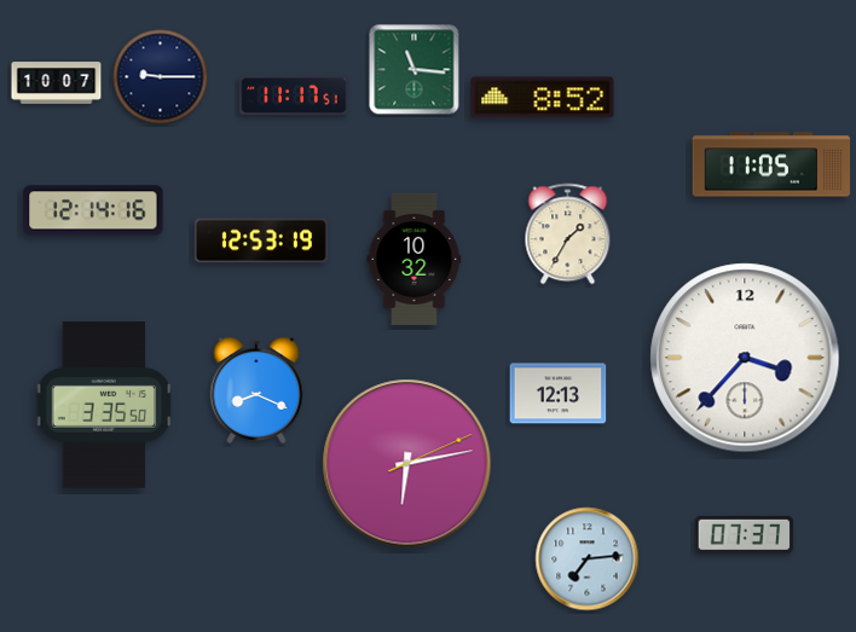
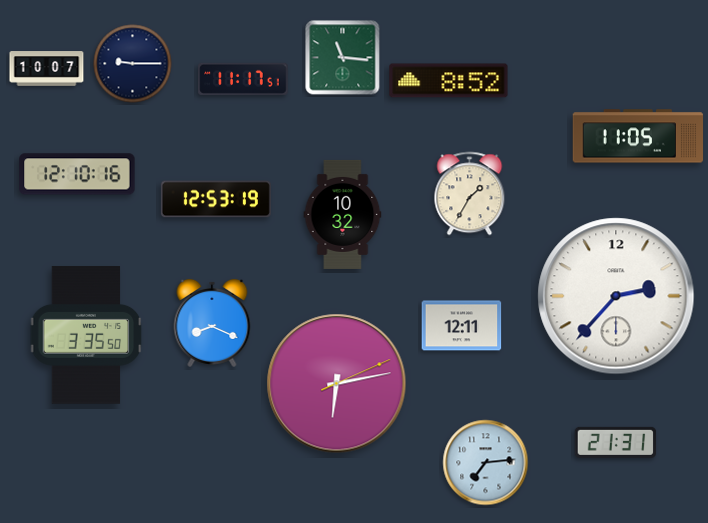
clock at (93, 210): 12:14 -> 12:10
clock at (745, 358): 3:37 -> 2:37
clock at (559, 394): 12:13 -> 12:11
clock at (745, 534): 07:37 -> 21:31
